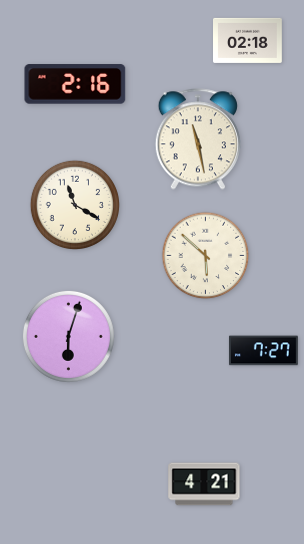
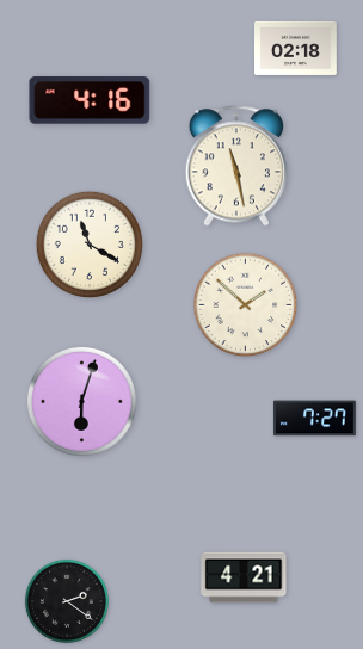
clock at (75, 84): 2:16 -> 4:16
clock at (206, 256): 5:52 -> 1:52
clock at (67, 601): none -> 2:21
